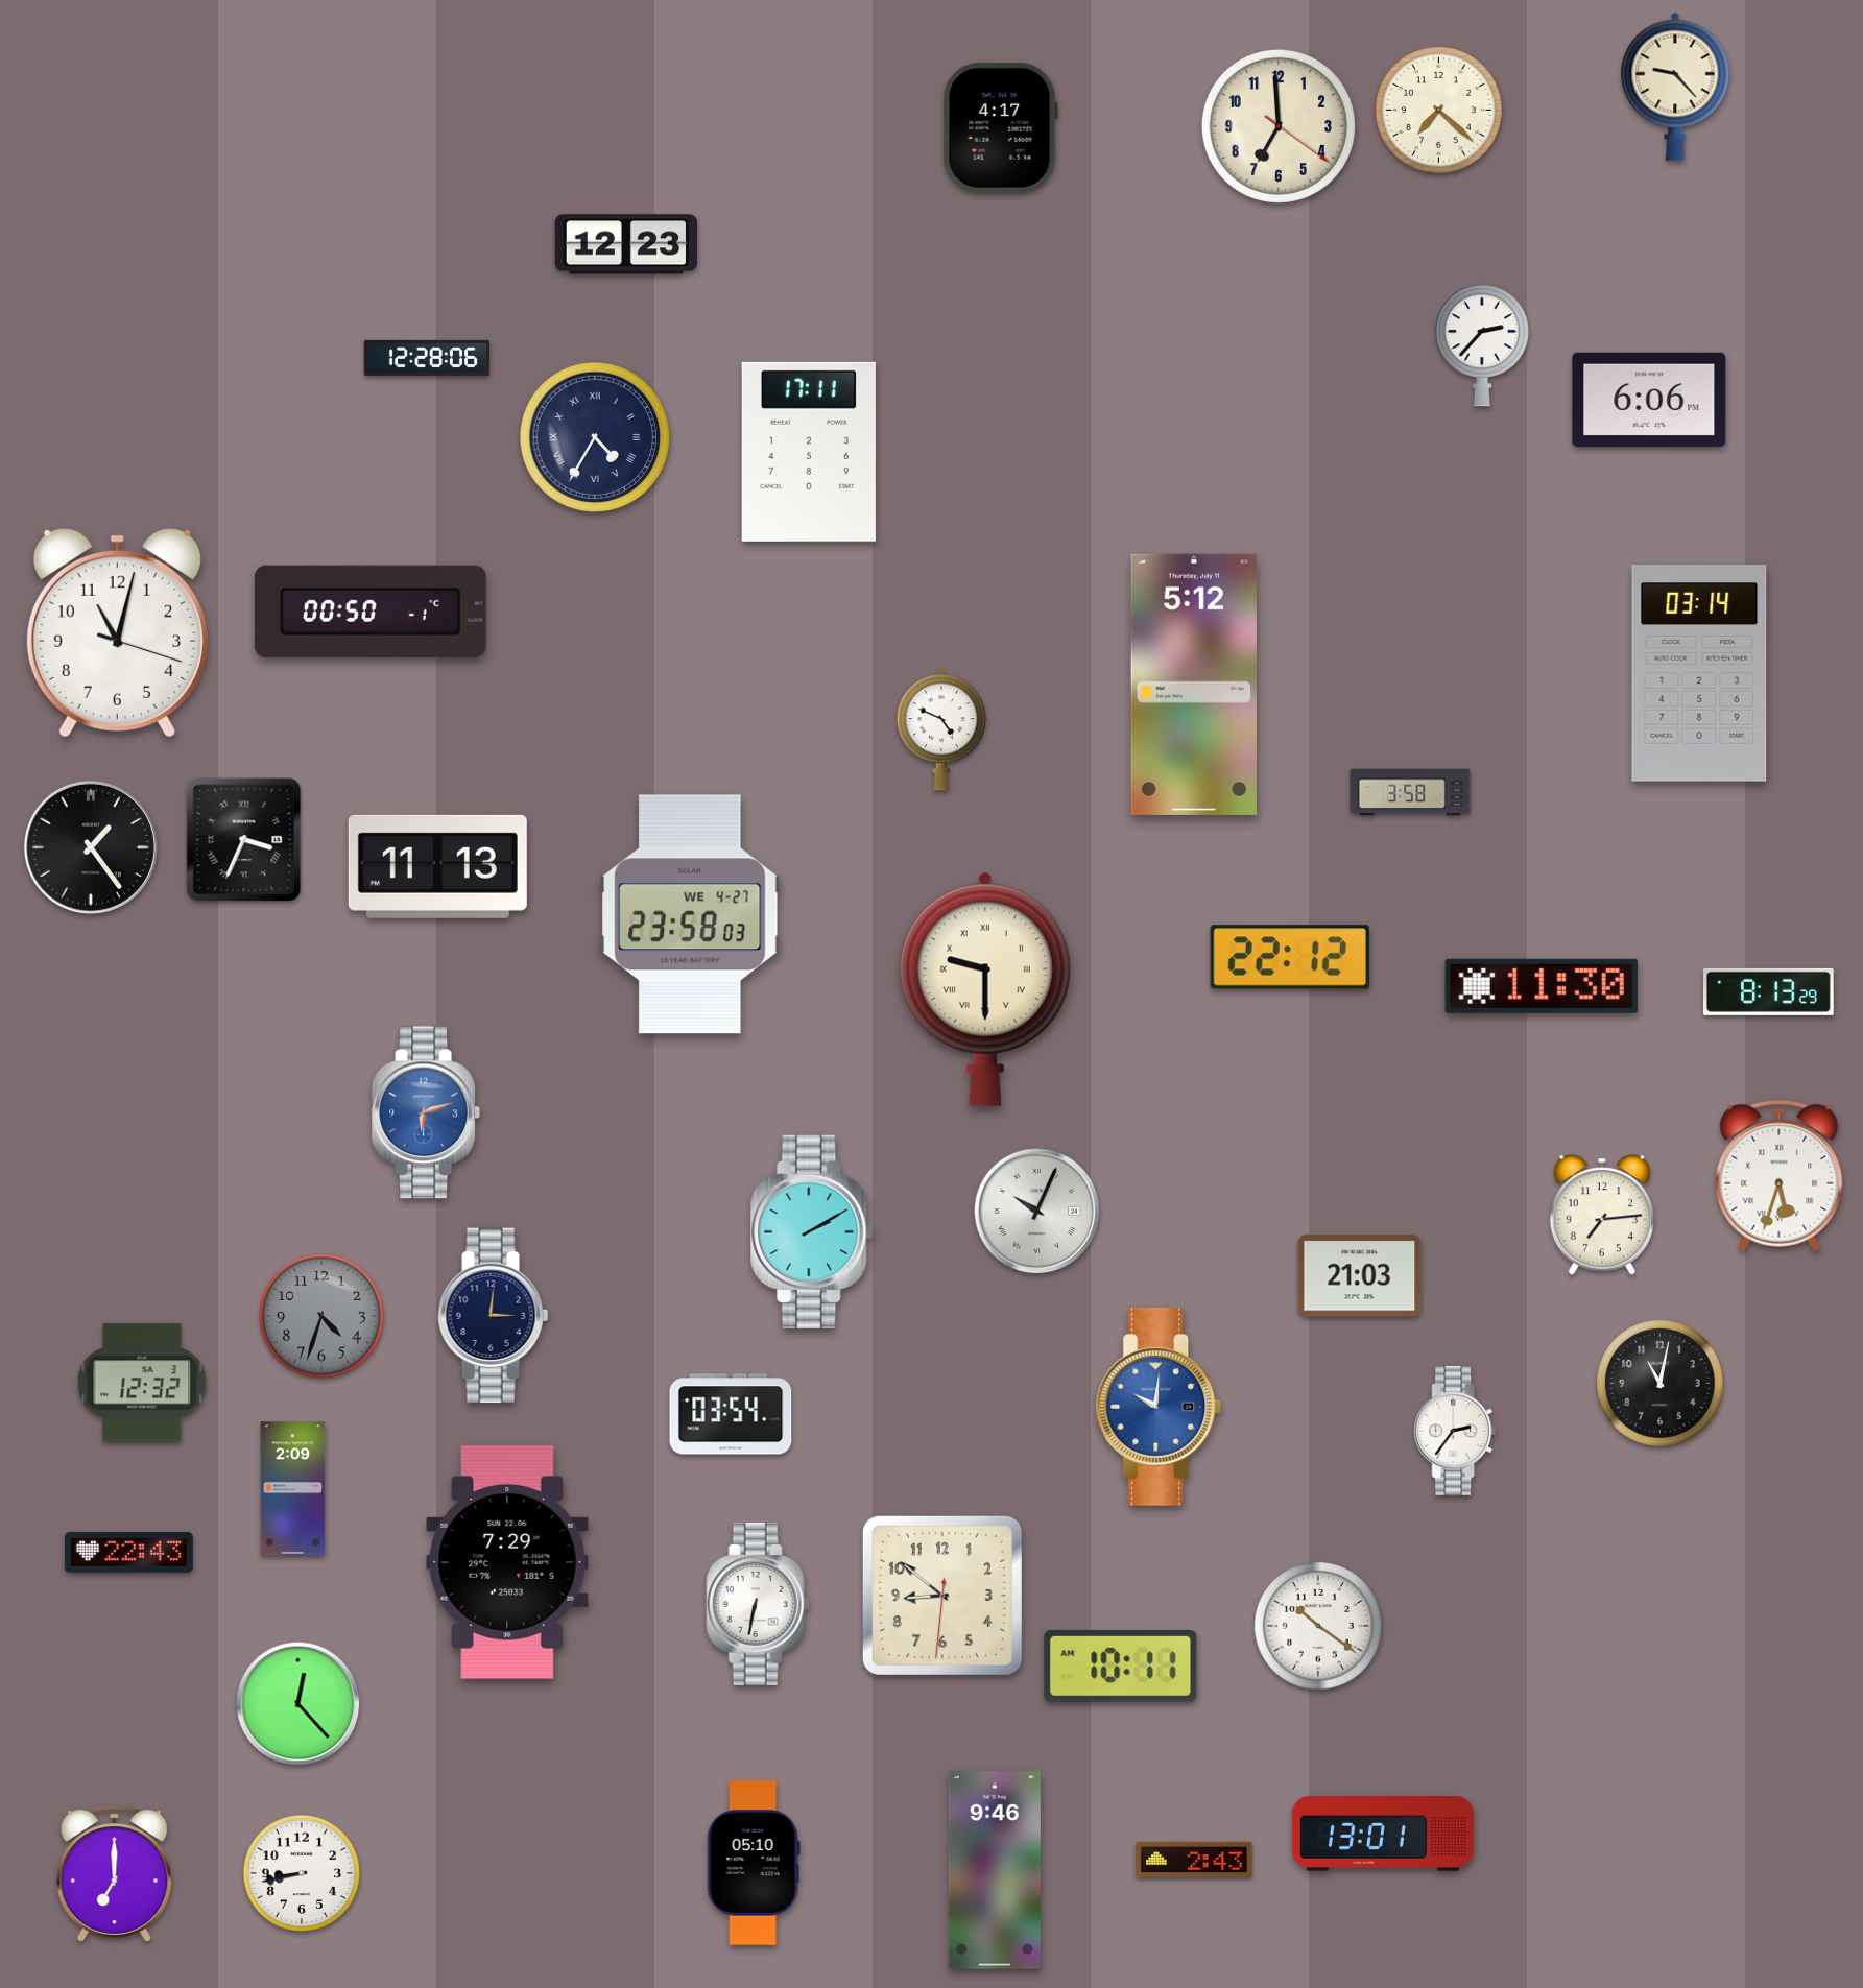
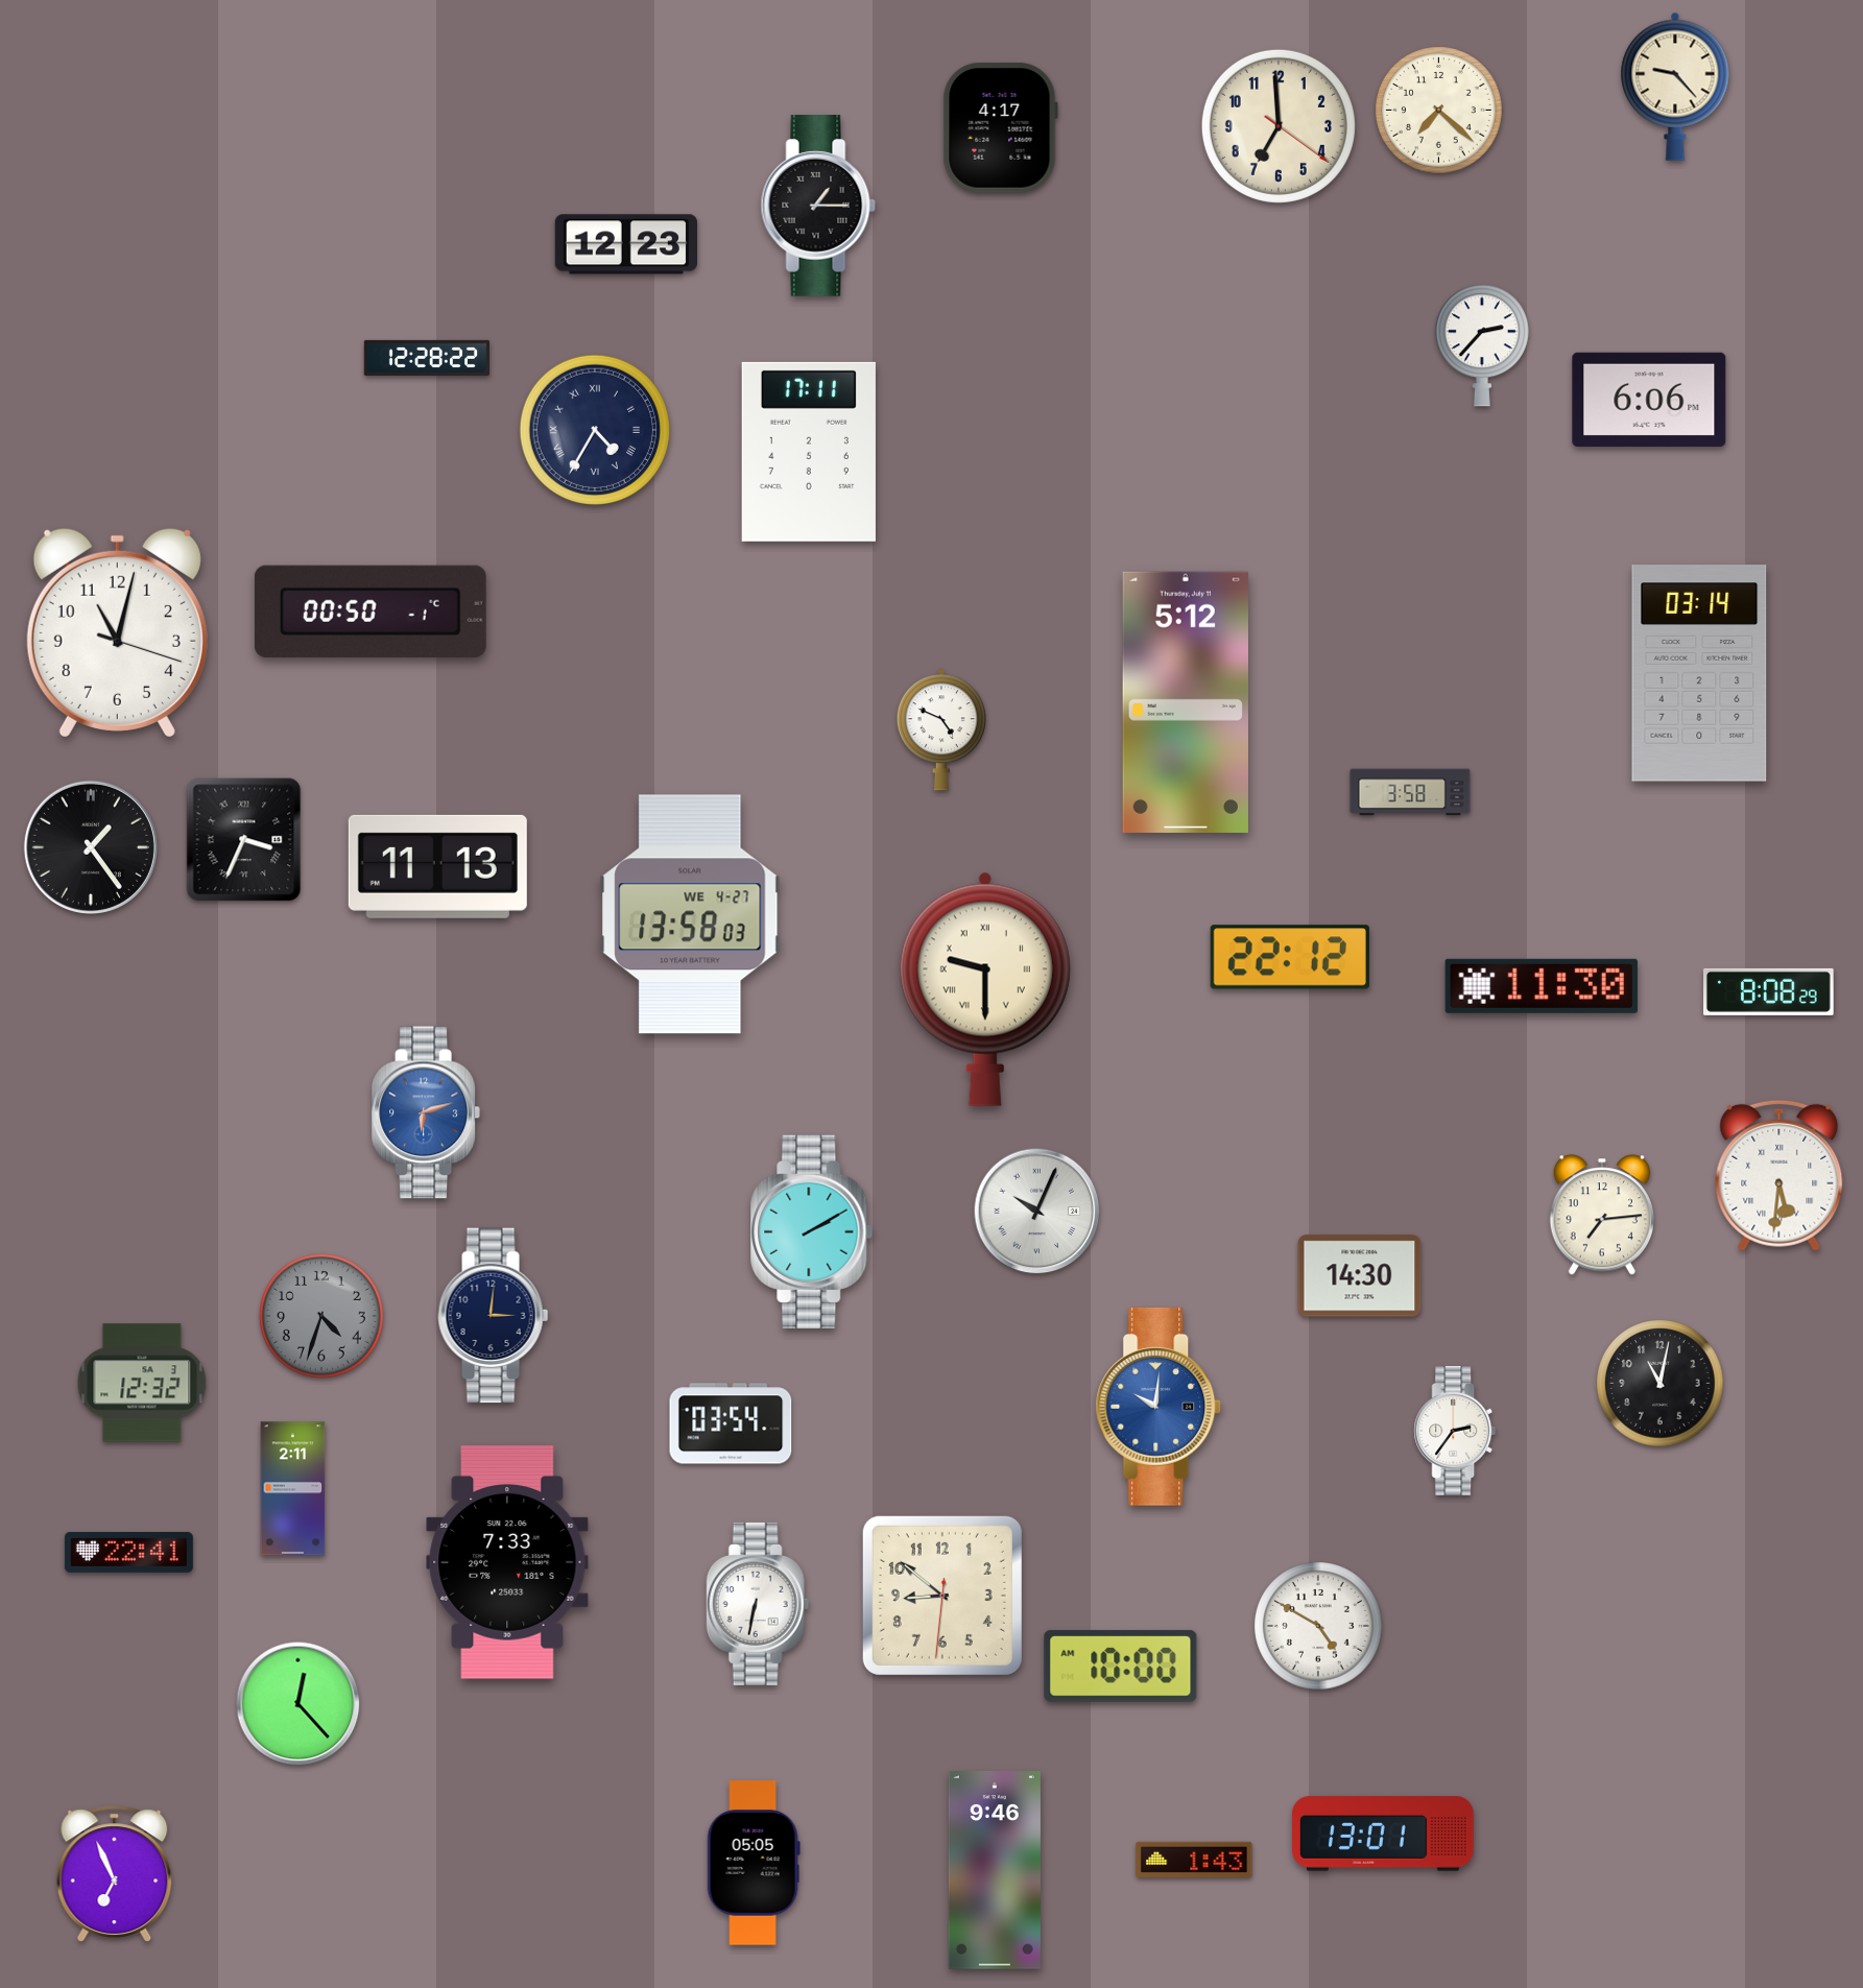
clock at (818, 207): none -> 1:15
clock at (426, 358): 12:28:06 -> 12:28:22
clock at (594, 436) position: (594, 436) -> (594, 429)
clock at (1194, 685) position: (1194, 685) -> (1186, 702)
clock at (690, 914): 23:58 -> 13:58
clock at (1769, 991): 8:13 -> 8:08
clock at (1780, 1175): 5:33 -> 5:31
clock at (1360, 1276): 21:03 -> 14:30
clock at (731, 1414) position: (731, 1414) -> (731, 1423)
clock at (293, 1489): 2:09 -> 2:11
clock at (128, 1552): 22:43 -> 22:41
clock at (507, 1562): 7:29 -> 7:33
clock at (1318, 1626): 10:21 -> 4:50
clock at (1121, 1666): 10:11 -> 10:00
clock at (1194, 1860): 2:43 -> 1:43
clock at (754, 1863): 05:10 -> 05:05
clock at (301, 1872): 8:43 -> none
clock at (115, 1874): 7:00 -> 6:56
